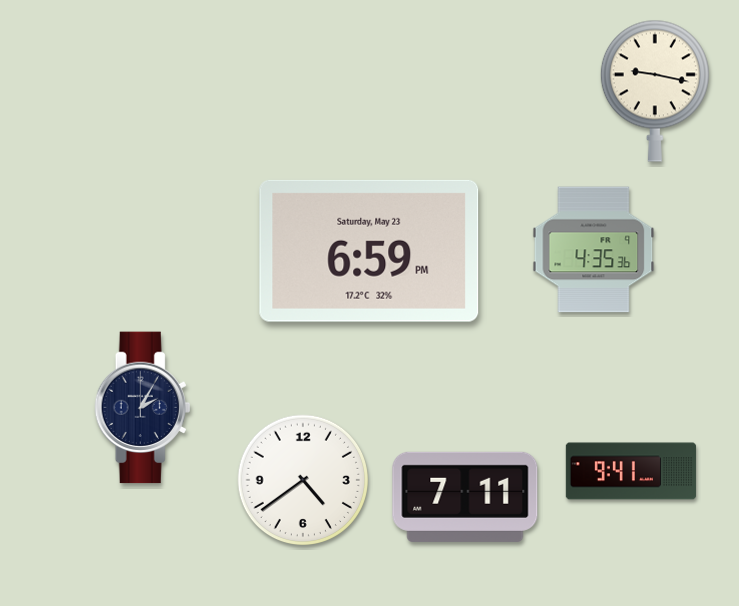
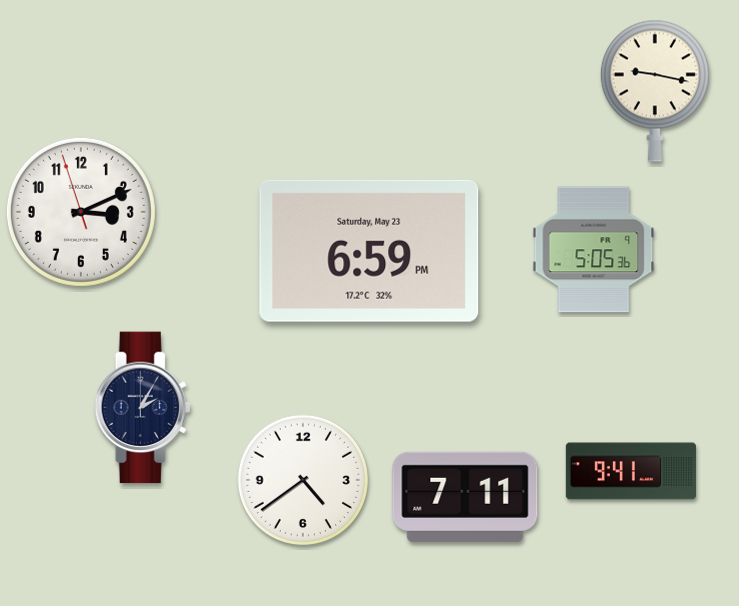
clock at (81, 212): none -> 3:10
clock at (594, 250): 4:35 -> 5:05
